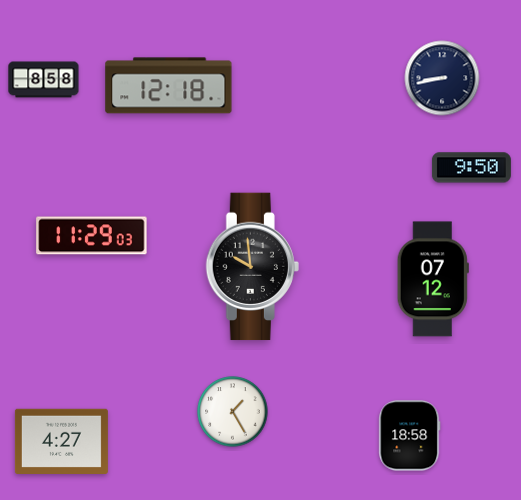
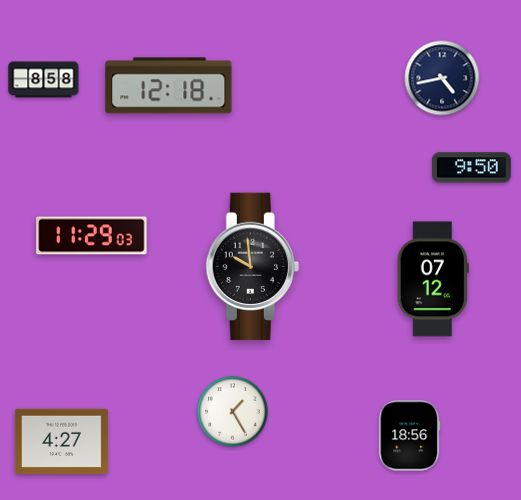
clock at (442, 78): 8:43 -> 4:43
clock at (410, 436): 18:58 -> 18:56
